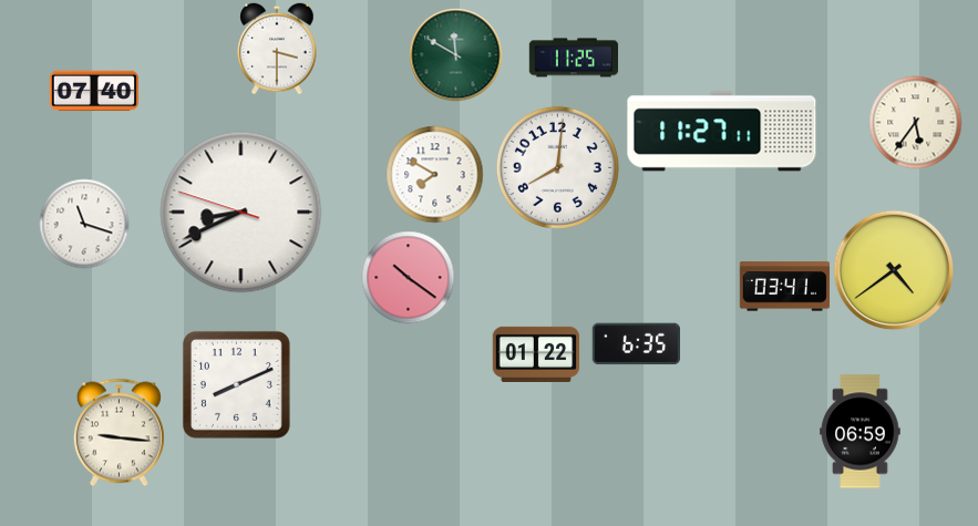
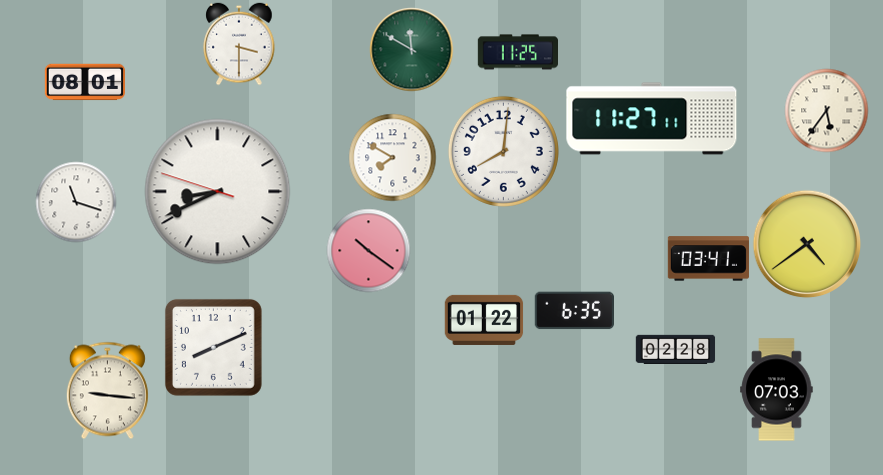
clock at (277, 49) position: (277, 49) -> (239, 44)
clock at (93, 91): 07:40 -> 08:01
clock at (675, 349): none -> 02:28
clock at (861, 432): 06:59 -> 07:03
